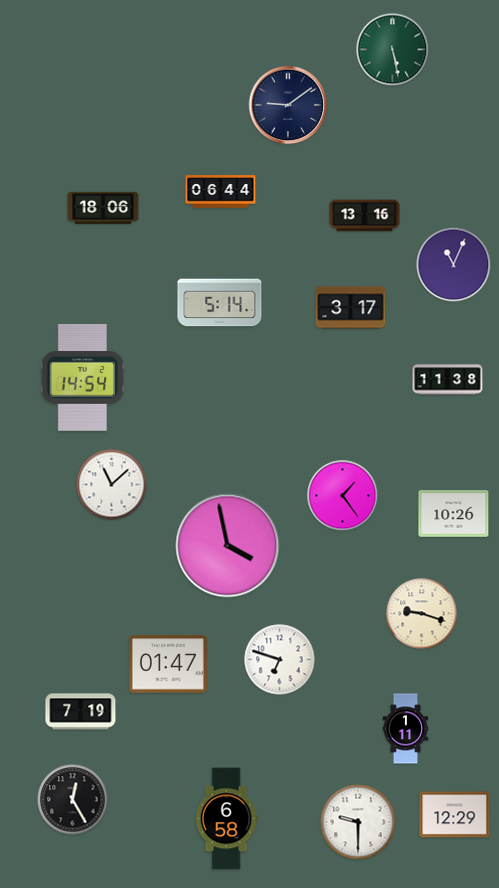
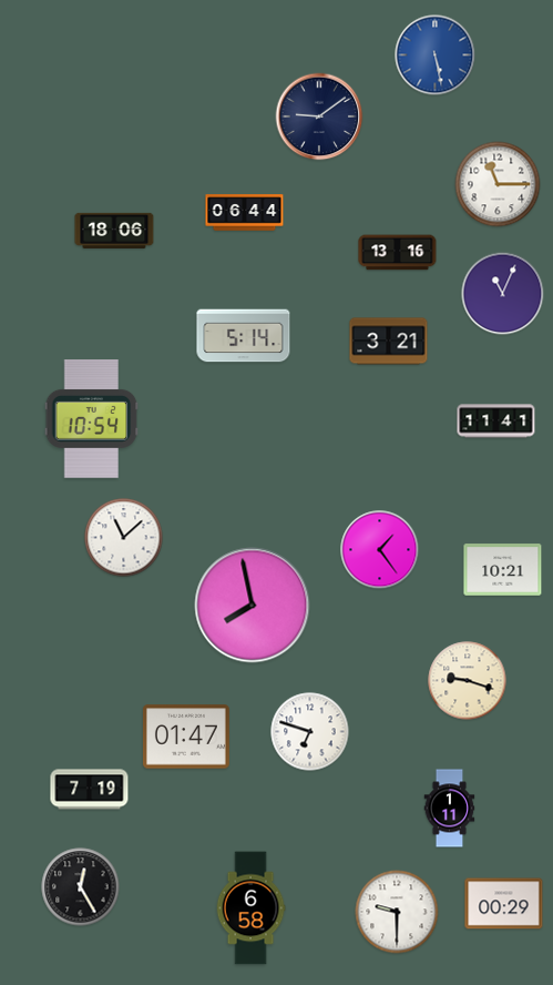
clock at (393, 50) dial: green -> blue
clock at (498, 184): none -> 11:15
clock at (365, 216) position: (365, 216) -> (398, 253)
clock at (351, 308): 3:17 -> 3:21
clock at (83, 378): 14:54 -> 10:54
clock at (448, 380): 11:38 -> 11:41
clock at (454, 514): 10:26 -> 10:21
clock at (228, 546): 3:58 -> 7:58
clock at (455, 815): 12:29 -> 00:29
